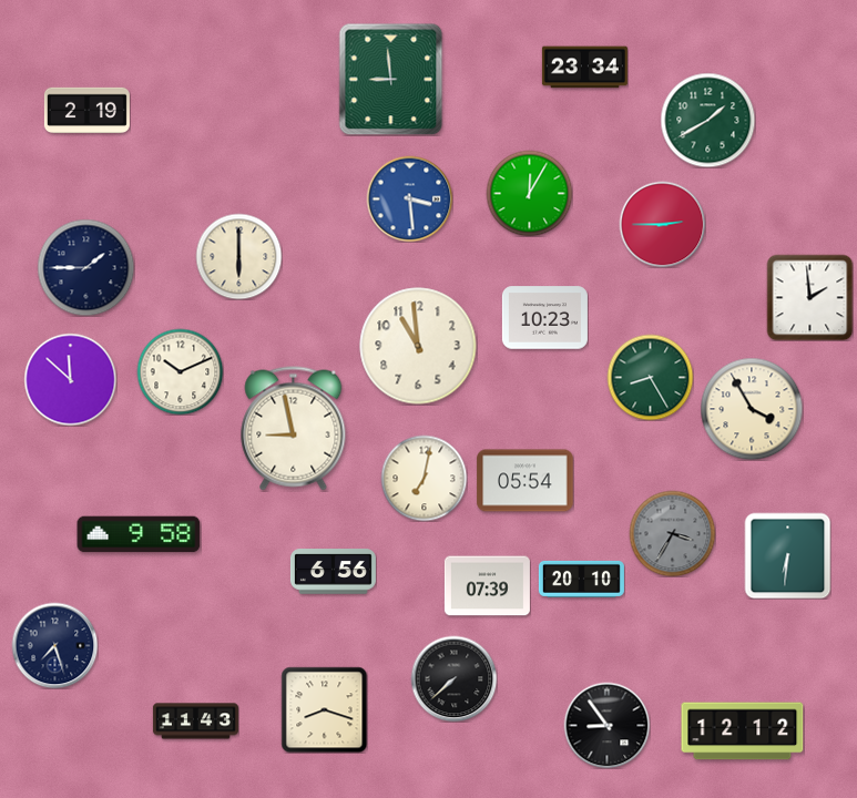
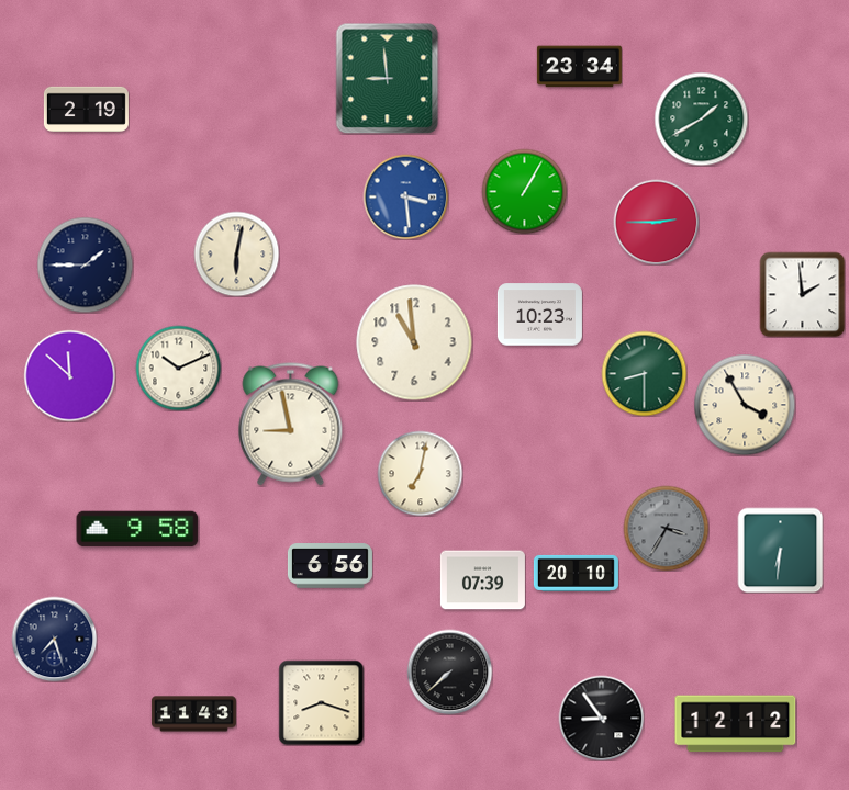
clock at (529, 193): 12:05 -> 1:05
clock at (238, 256): 6:00 -> 6:02
clock at (650, 377): 8:25 -> 8:30
clock at (526, 481): 05:54 -> none
